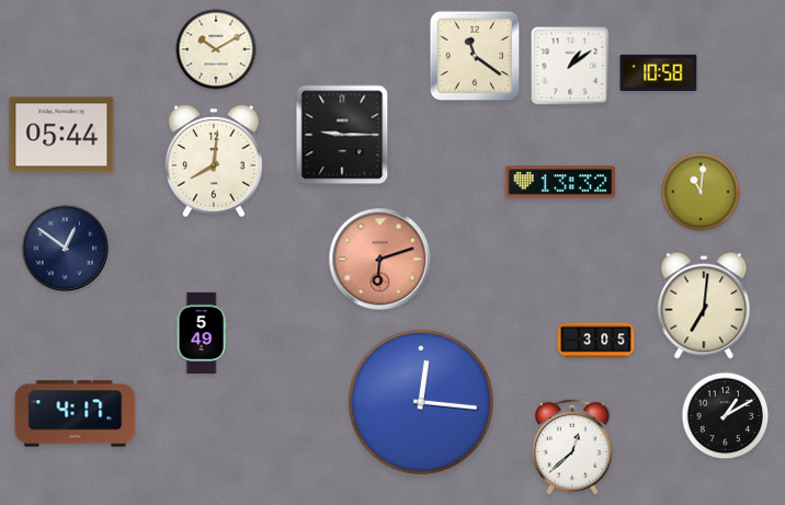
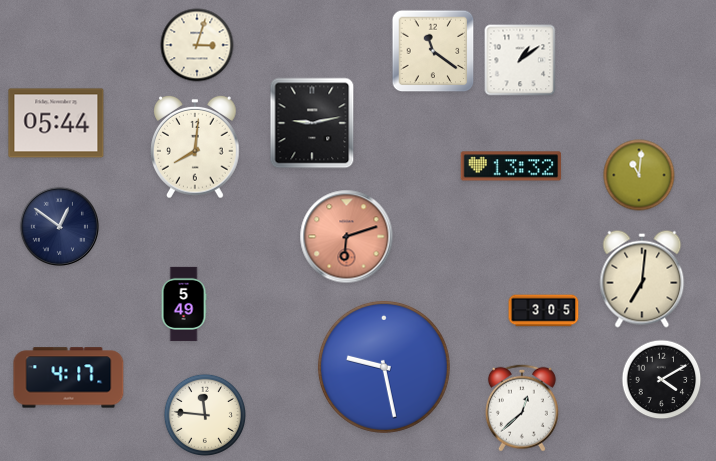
clock at (216, 49): 10:10 -> 3:03
clock at (659, 72): 10:58 -> none
clock at (342, 135): 9:15 -> 9:13
clock at (421, 402): 12:16 -> 9:28
clock at (726, 416): 1:10 -> 4:10
clock at (205, 415): none -> 11:46
